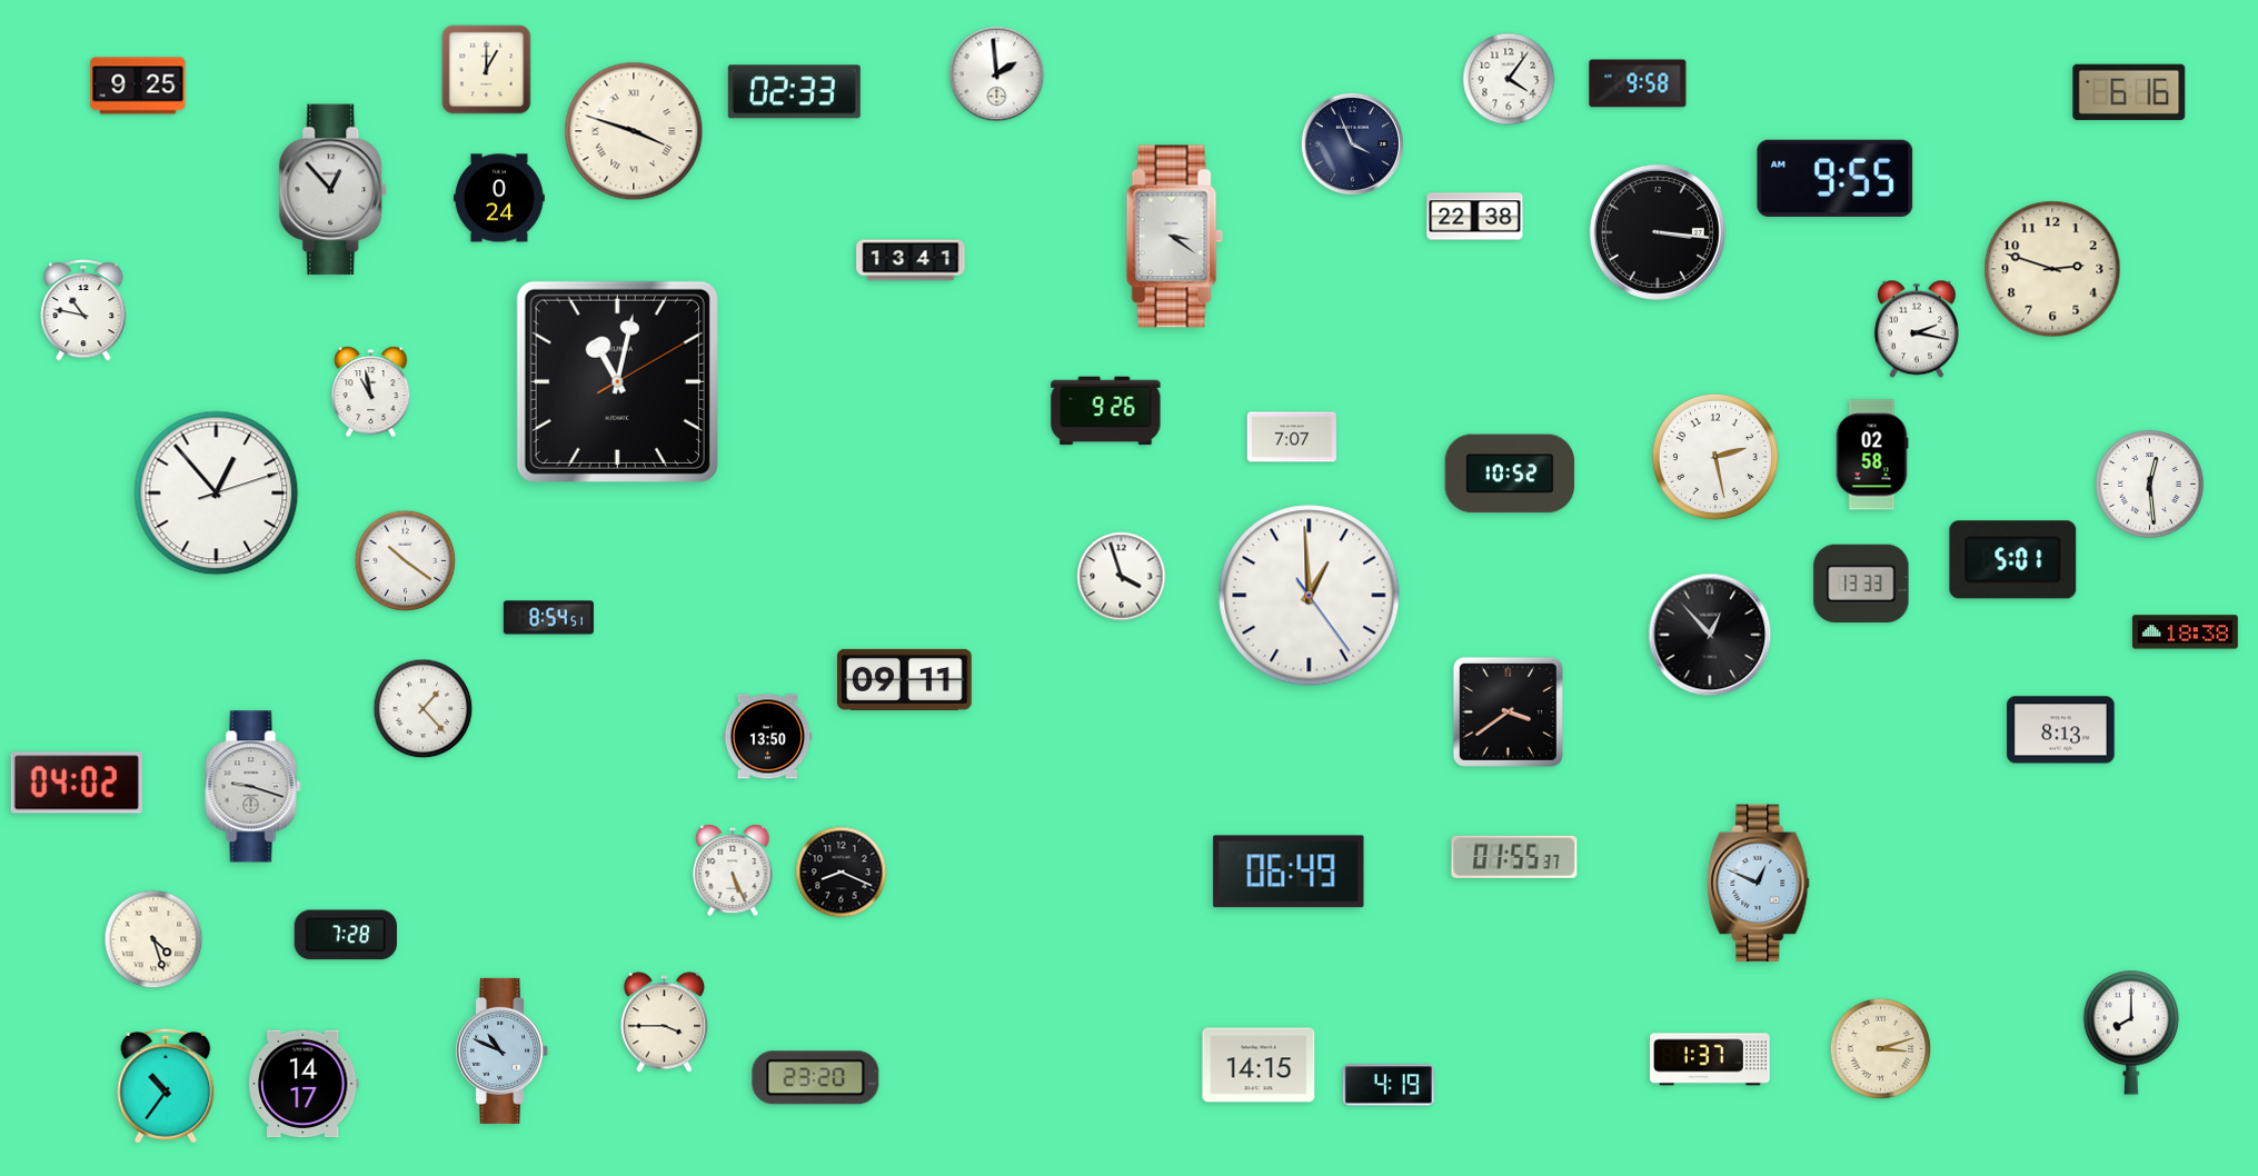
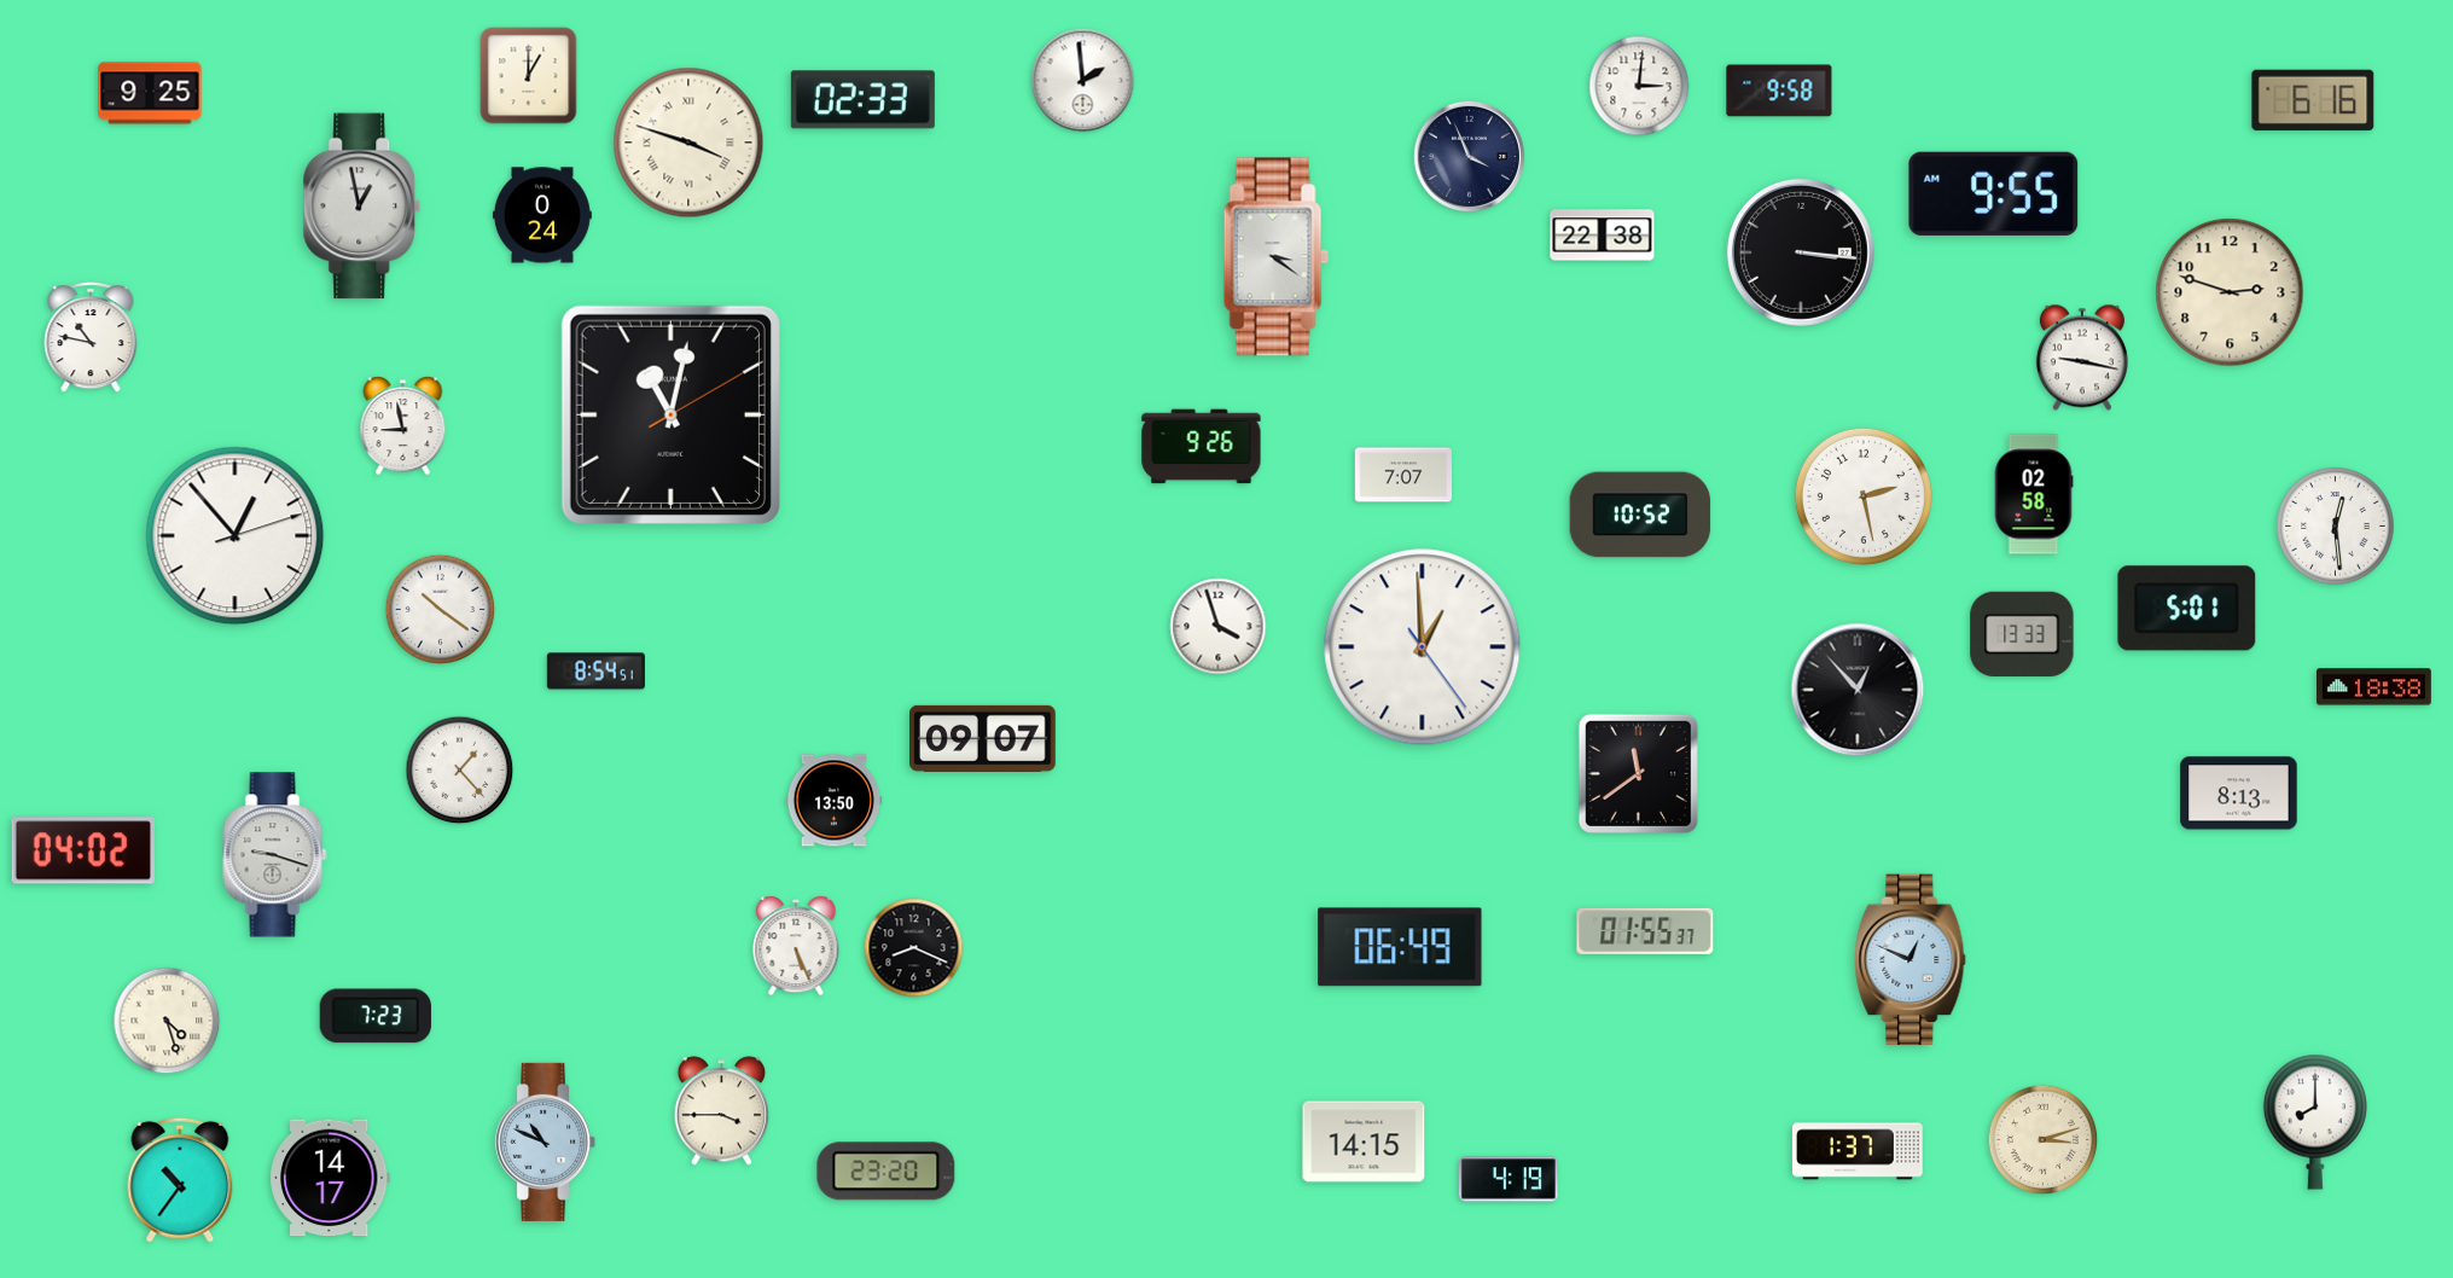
clock at (1509, 79): 4:06 -> 3:01
clock at (334, 190): 12:53 -> 12:58
clock at (911, 260): 13:41 -> none
clock at (1917, 329): 2:17 -> 9:17
clock at (371, 392): 10:58 -> 8:58
clock at (905, 679): 09:11 -> 09:07
clock at (1508, 711): 3:39 -> 11:39
clock at (345, 935): 7:28 -> 7:23
clock at (1259, 1065) position: (1259, 1065) -> (1364, 1142)
